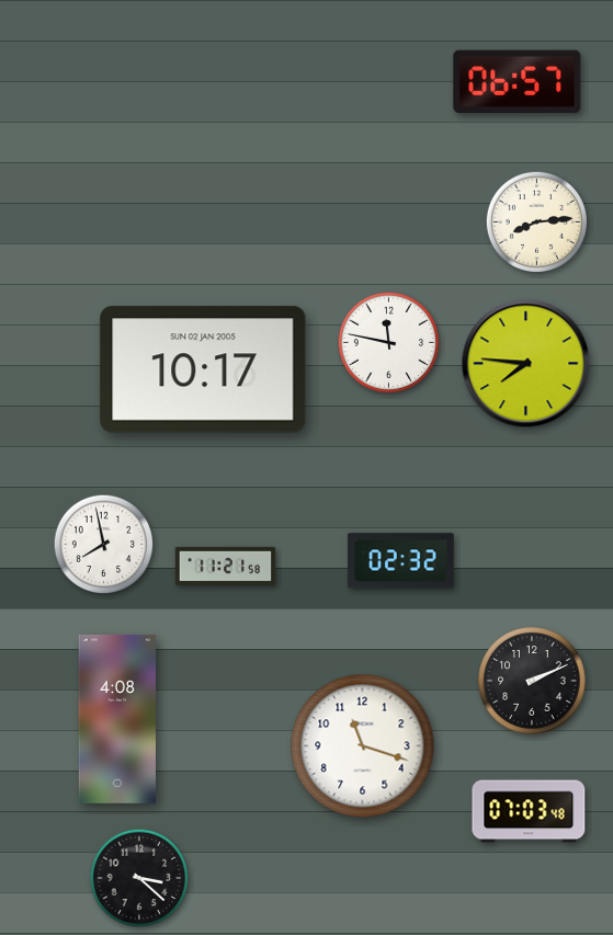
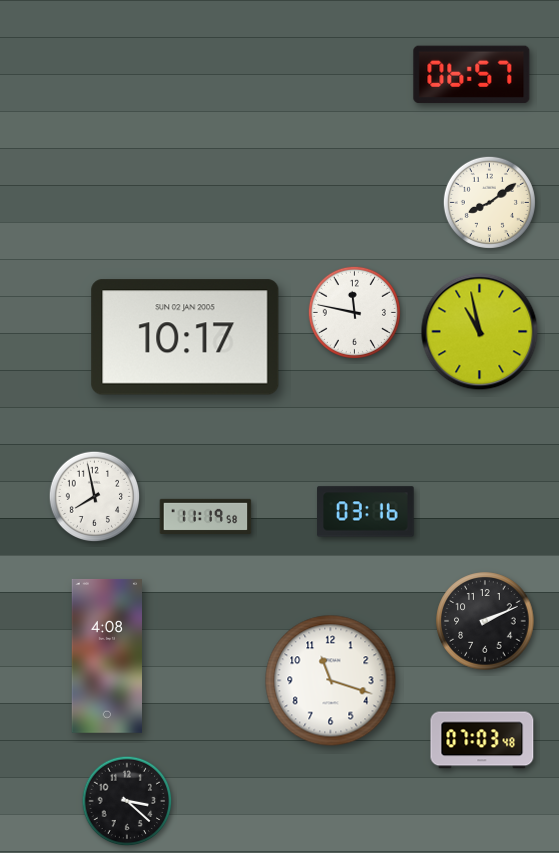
clock at (536, 221): 8:14 -> 8:09
clock at (526, 364): 7:46 -> 10:58
clock at (401, 561): 02:32 -> 03:16
clock at (226, 566): 11:21 -> 11:19
